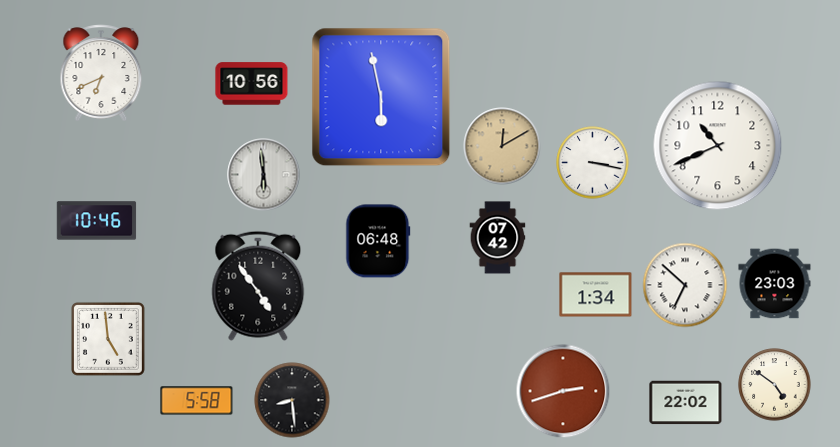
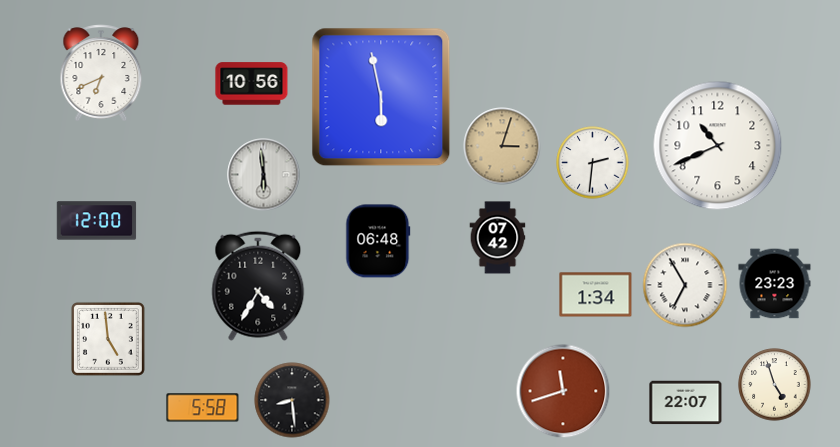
clock at (502, 146): 12:10 -> 3:03
clock at (593, 163): 3:17 -> 2:31
clock at (97, 221): 10:46 -> 12:00
clock at (775, 284): 23:03 -> 23:23
clock at (685, 285): 6:52 -> 6:55
clock at (258, 286): 4:54 -> 4:35
clock at (775, 385): 4:51 -> 4:57
clock at (563, 391): 2:42 -> 11:42
clock at (197, 401) position: (197, 401) -> (203, 408)
clock at (686, 403): 22:02 -> 22:07
